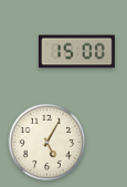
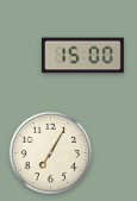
clock at (46, 142): 5:05 -> 7:05
